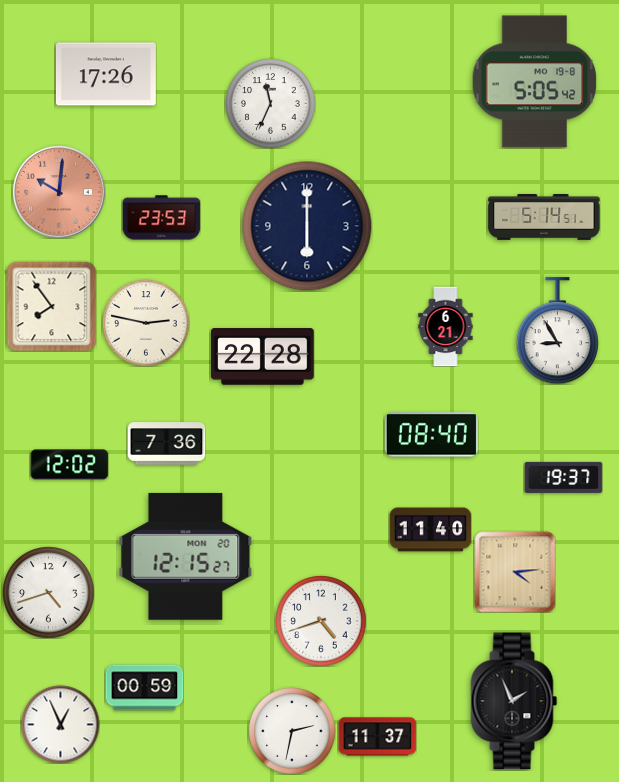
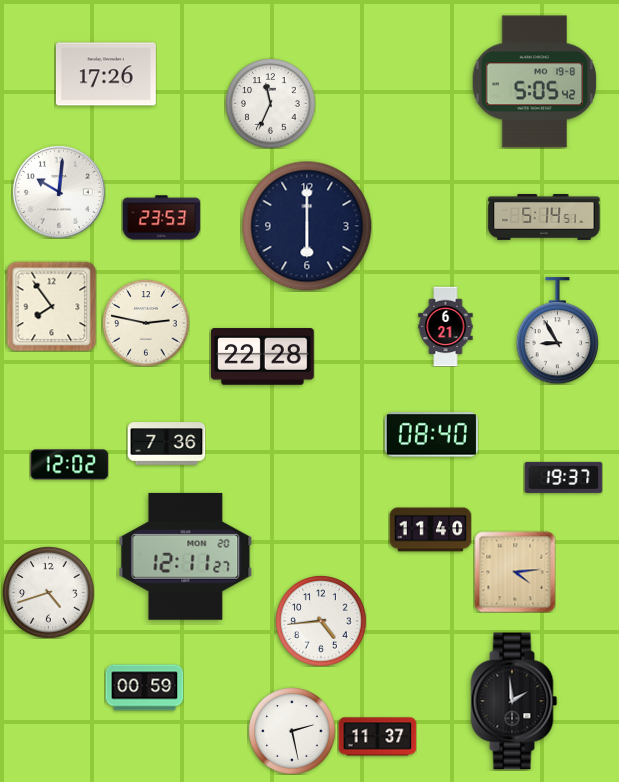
clock at (59, 192) dial: salmon -> white
clock at (186, 556): 12:15 -> 12:11
clock at (321, 621): 4:42 -> 4:44
clock at (514, 701): 1:56 -> 1:59
clock at (60, 724): 12:56 -> none
clock at (292, 731): 2:32 -> 2:28
